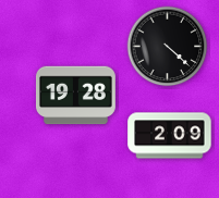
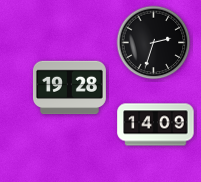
clock at (168, 47): 4:22 -> 2:33
clock at (170, 136): 2:09 -> 14:09
